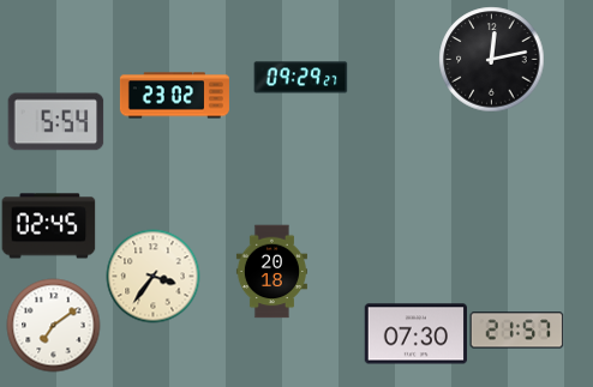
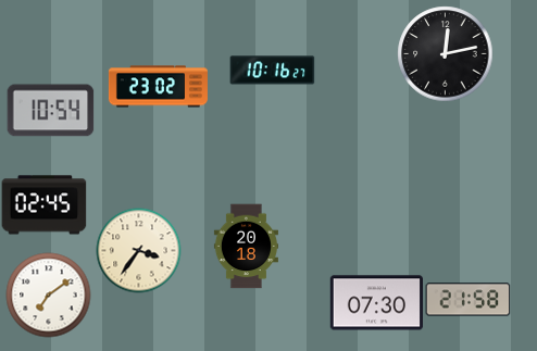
clock at (300, 78): 09:29 -> 10:16
clock at (55, 122): 5:54 -> 10:54
clock at (516, 331): 21:57 -> 21:58
